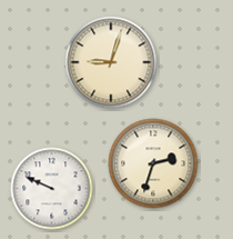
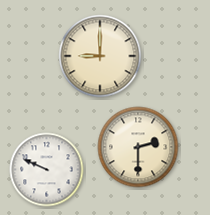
clock at (111, 62): 9:03 -> 9:00
clock at (153, 163): 2:33 -> 2:30
